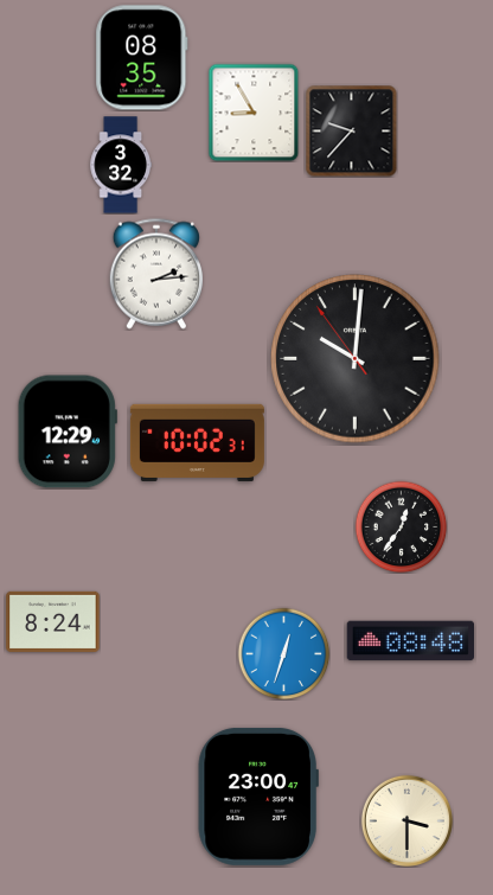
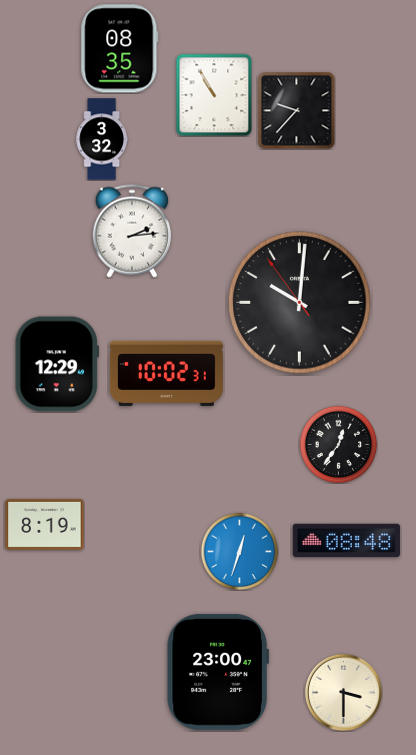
clock at (254, 113): 8:55 -> 10:55
clock at (53, 621): 8:24 -> 8:19
